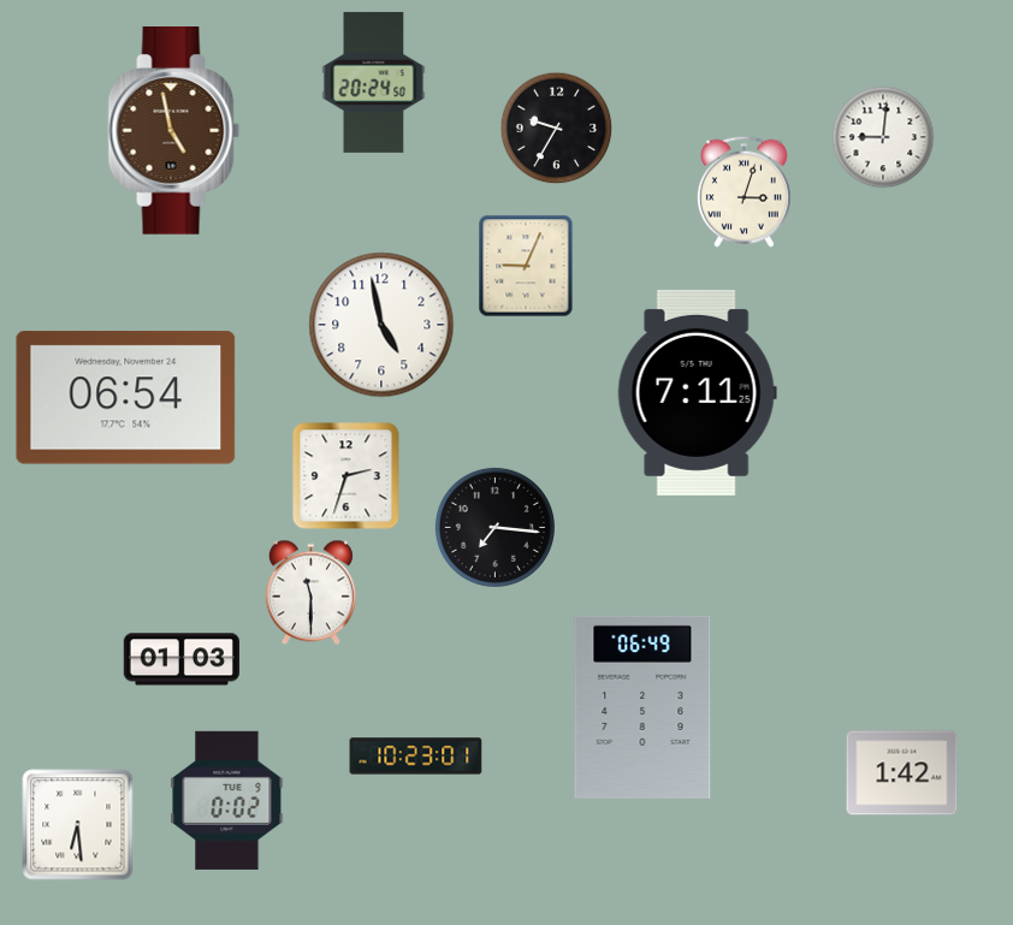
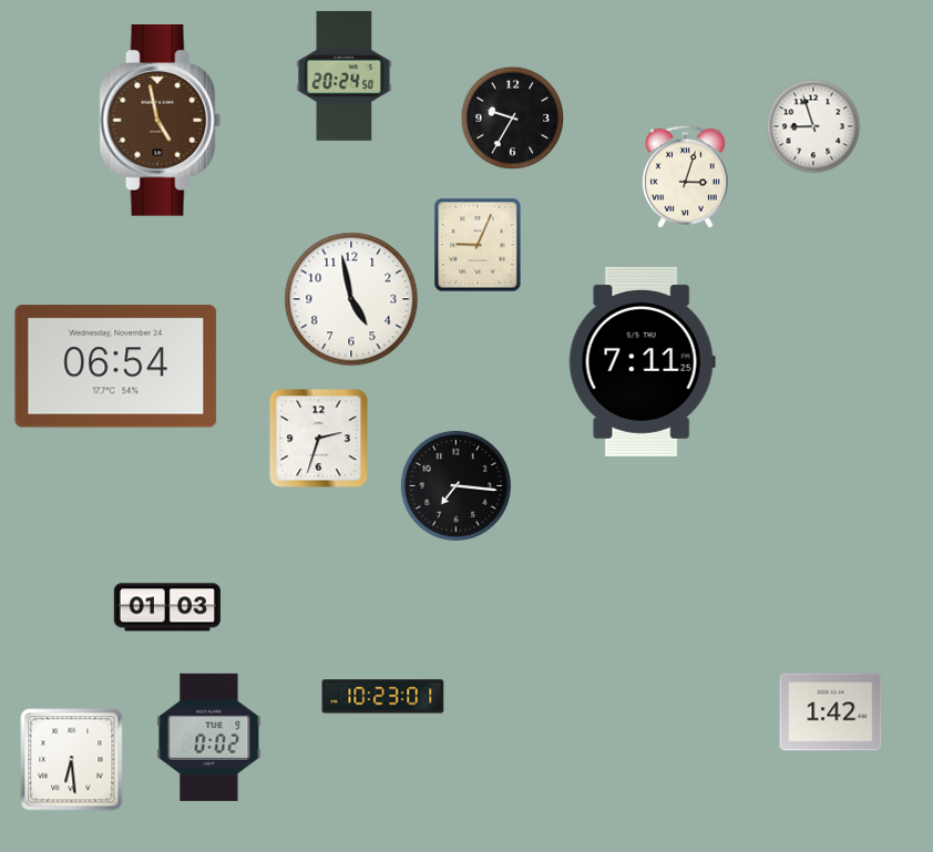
clock at (883, 137): 9:01 -> 8:57
clock at (526, 266) position: (526, 266) -> (478, 245)
clock at (310, 593): 11:30 -> none
clock at (642, 707): 06:49 -> none
